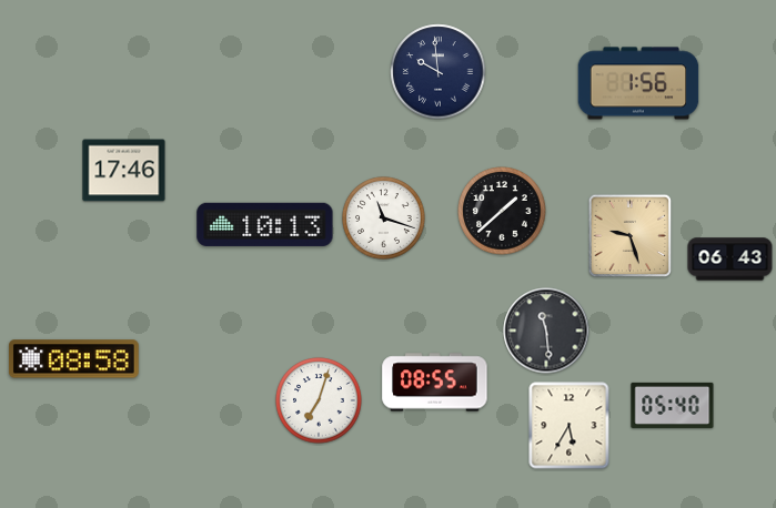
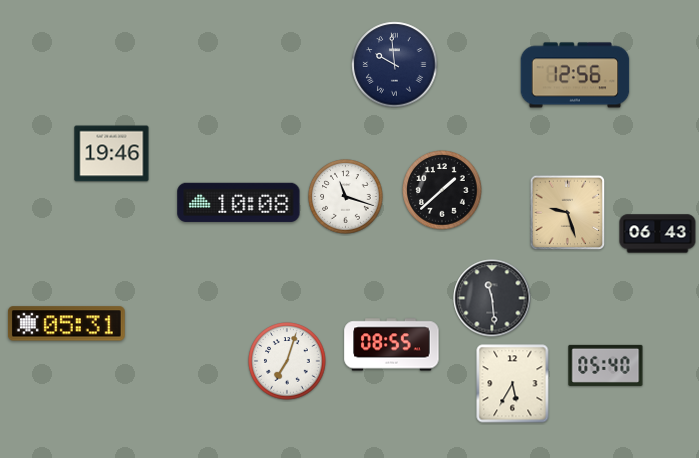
clock at (638, 83): 1:56 -> 12:56
clock at (124, 171): 17:46 -> 19:46
clock at (502, 211) position: (502, 211) -> (442, 190)
clock at (265, 224): 10:13 -> 10:08
clock at (74, 359): 08:58 -> 05:31
